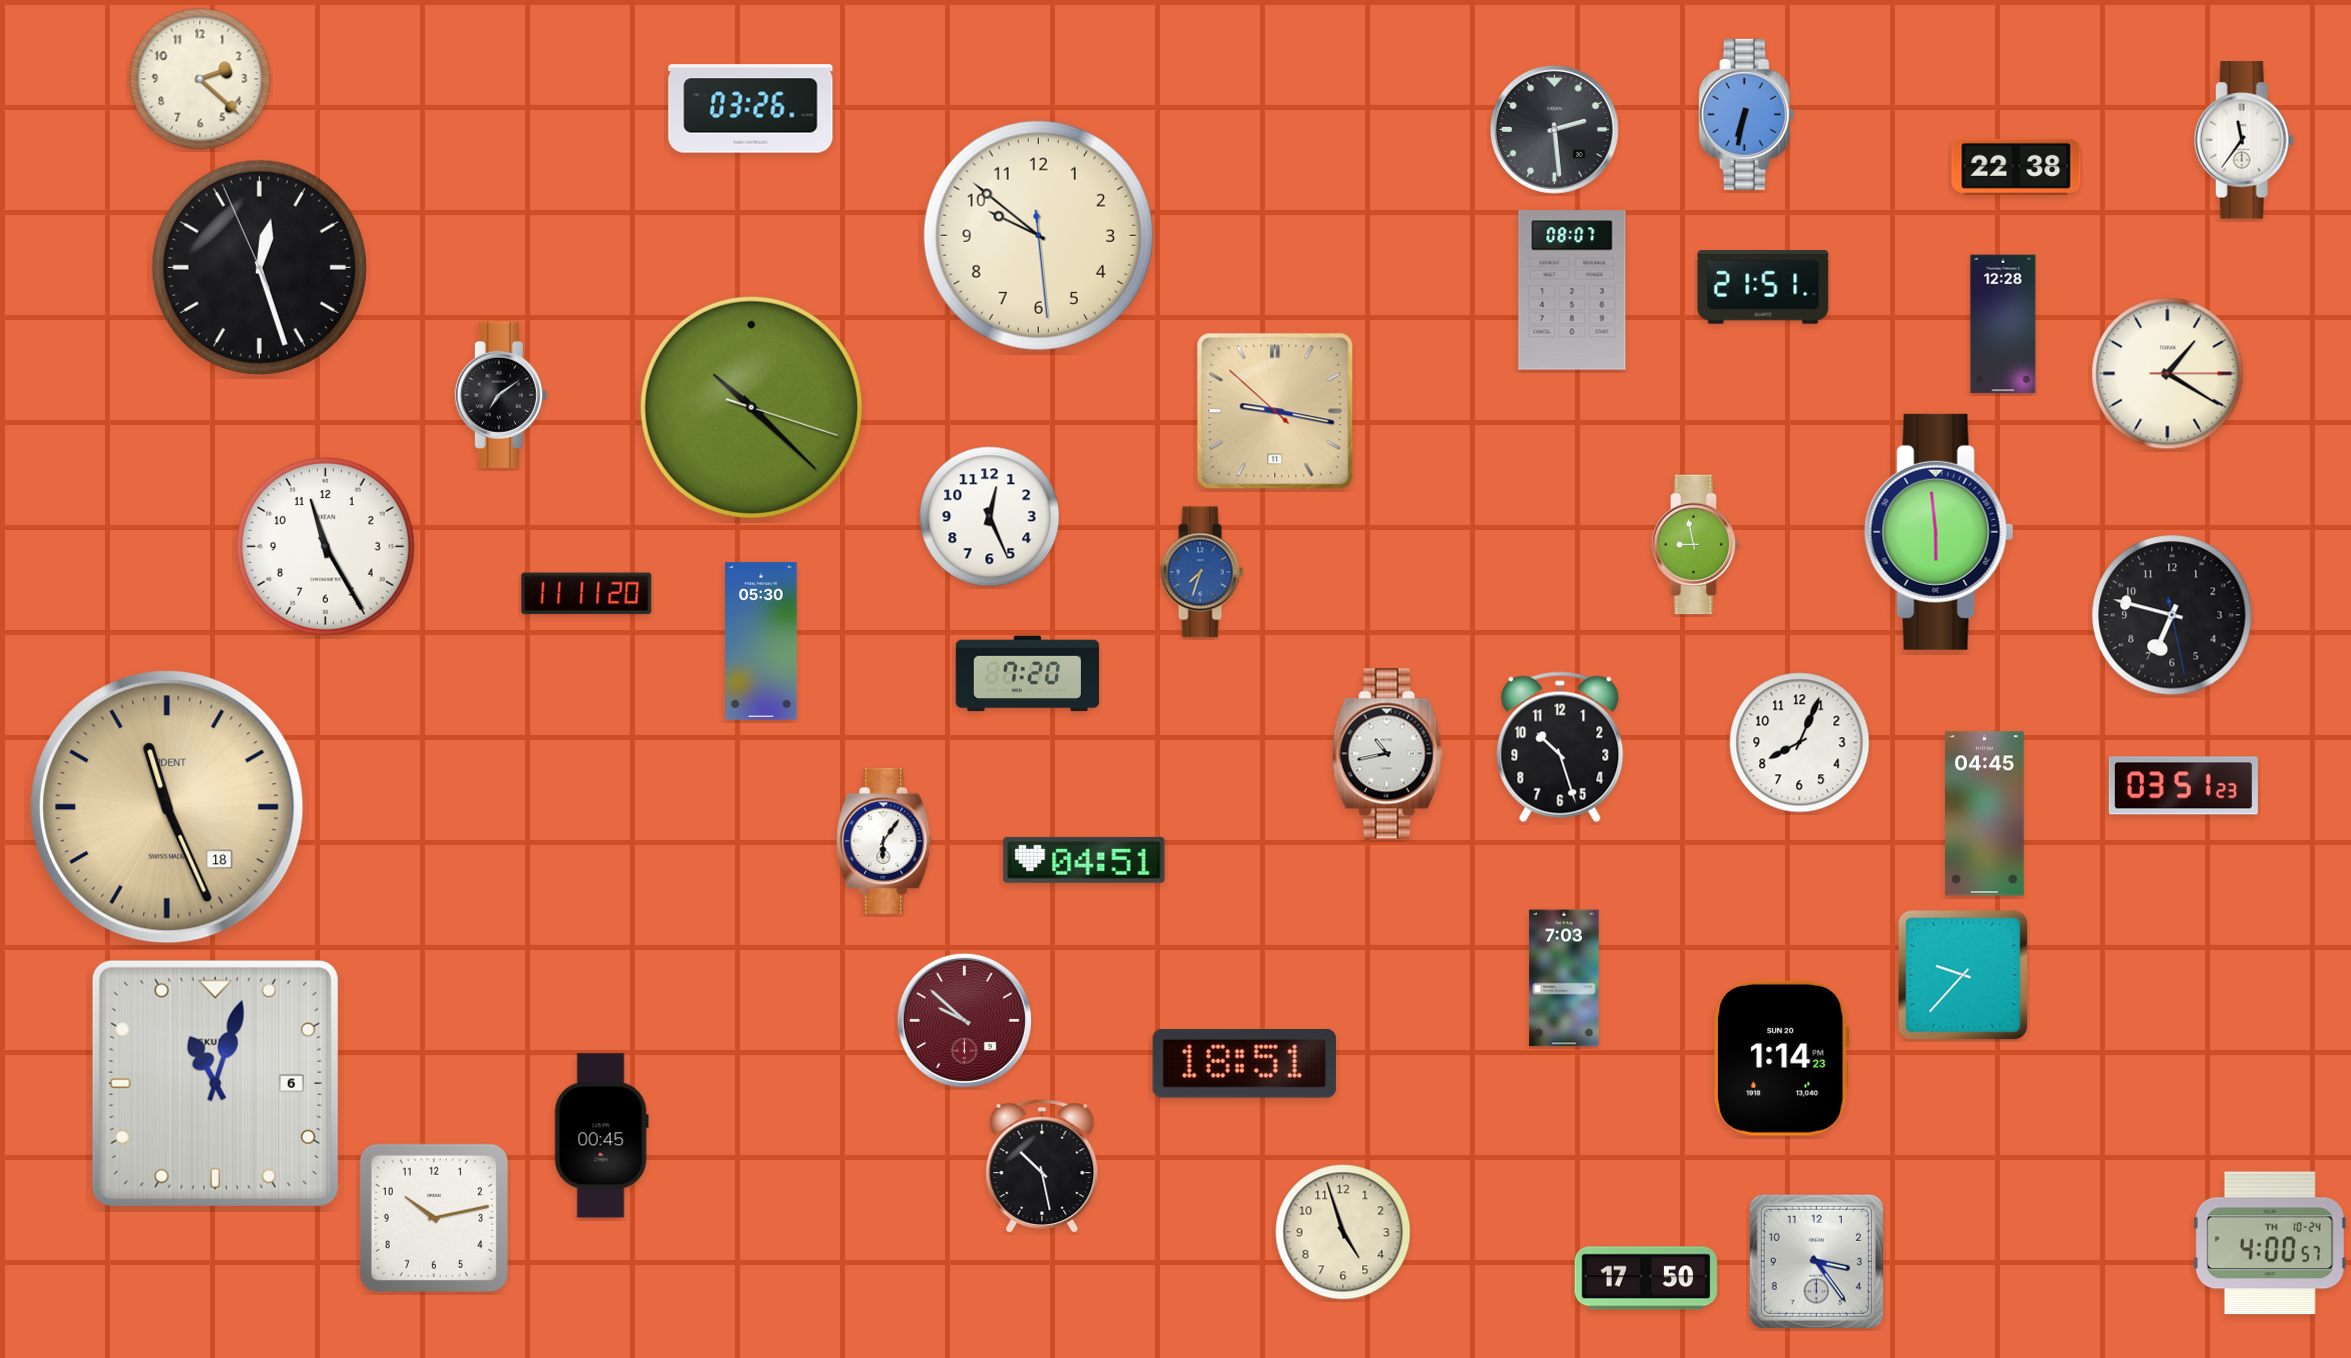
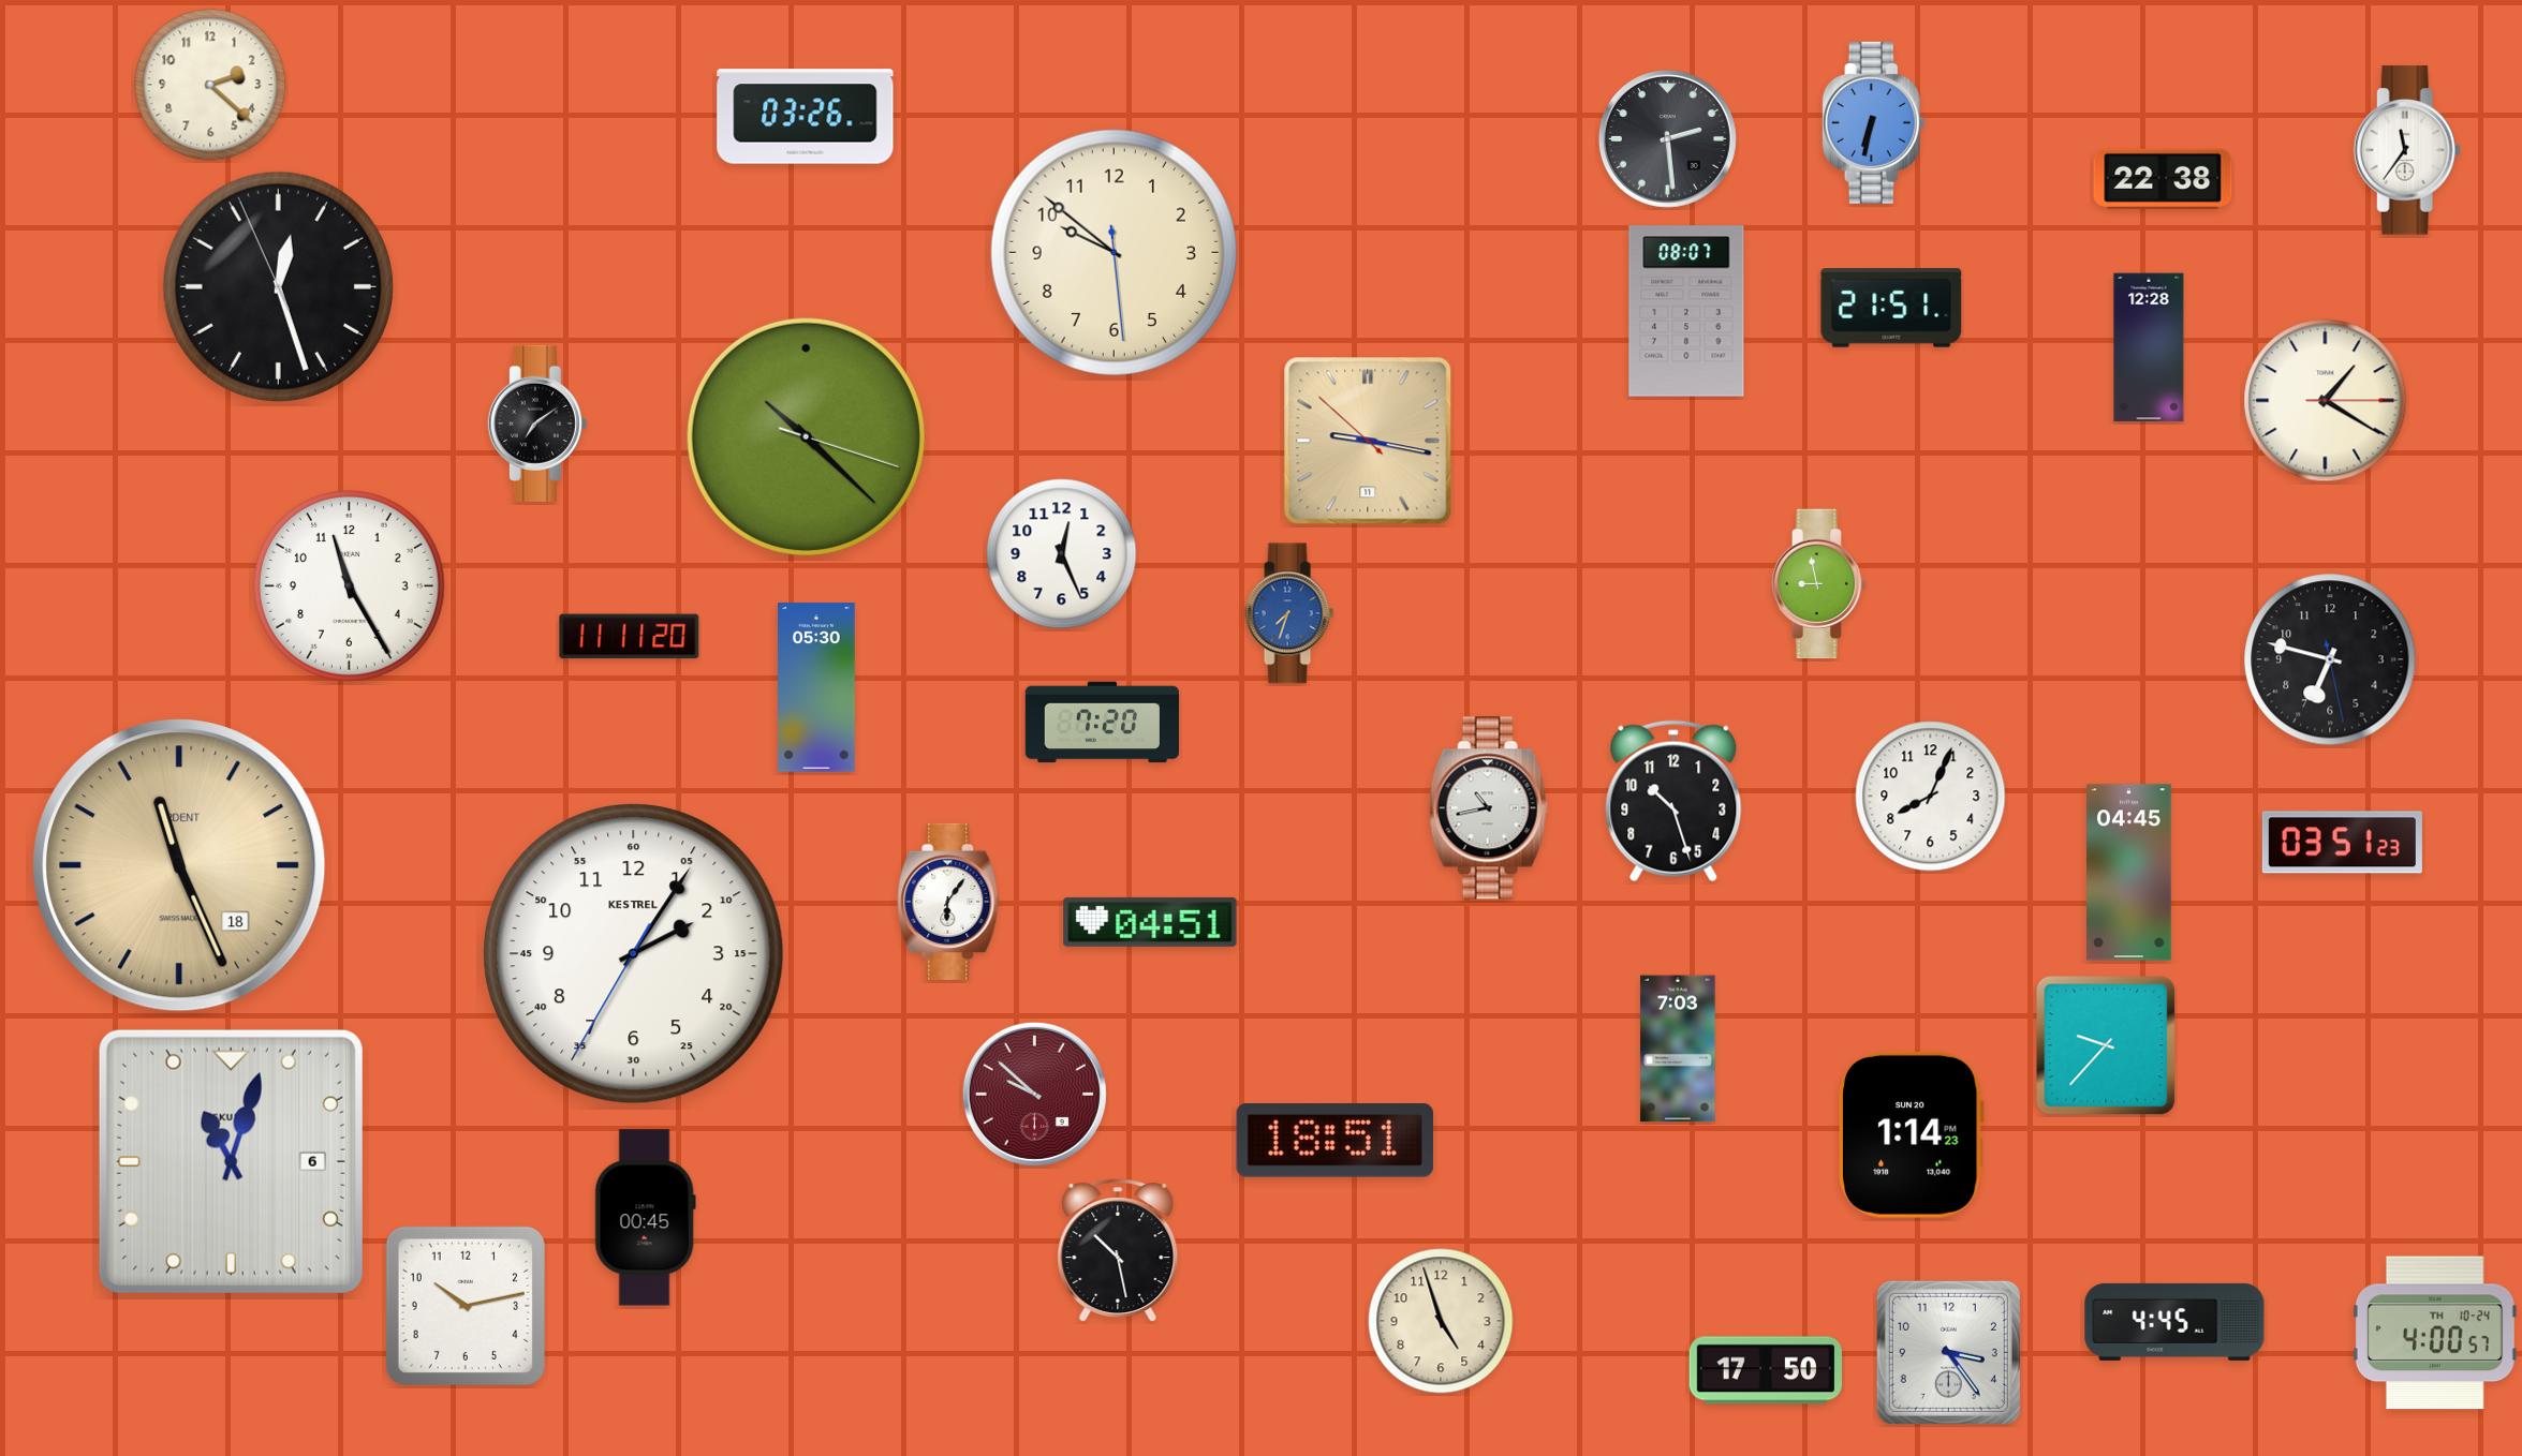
clock at (200, 79) position: (200, 79) -> (210, 85)
clock at (1939, 532): 5:59 -> none
clock at (1084, 860) position: (1084, 860) -> (1150, 922)
clock at (634, 954): none -> 2:05
clock at (2174, 1322): none -> 4:45
